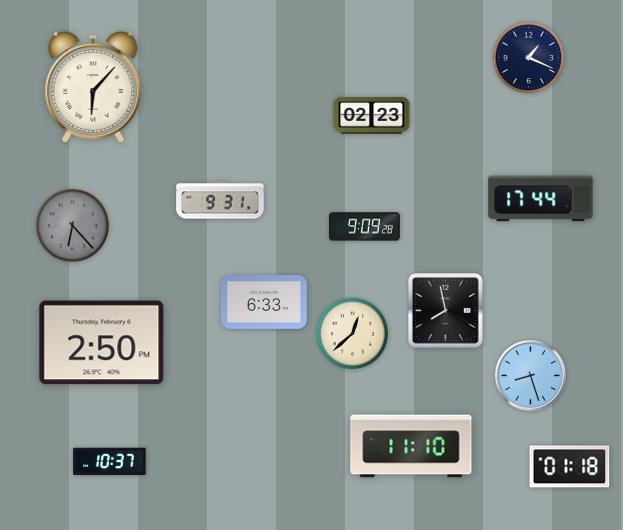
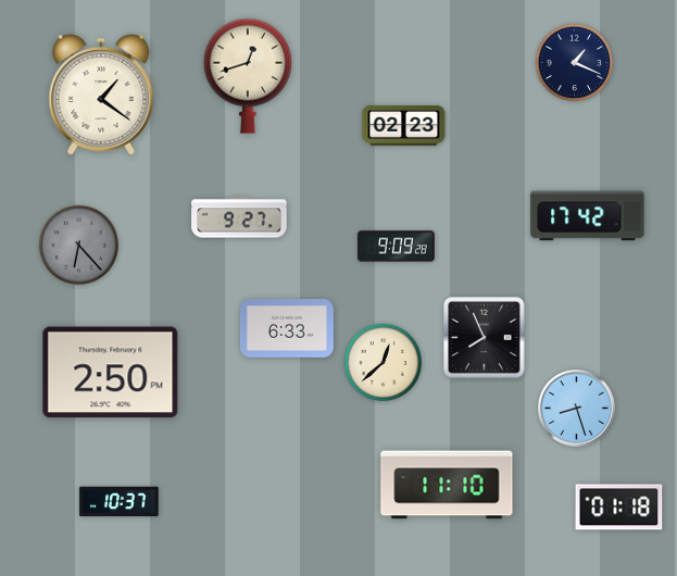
clock at (248, 76): none -> 12:42
clock at (93, 88): 6:07 -> 1:21
clock at (541, 199): 17:44 -> 17:42
clock at (220, 200): 9:31 -> 9:27
clock at (446, 311): 7:58 -> 7:56
